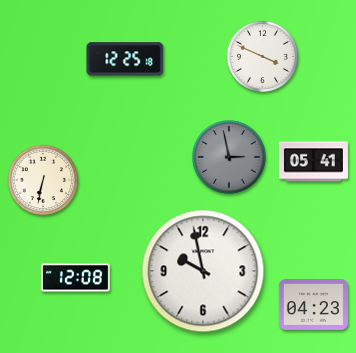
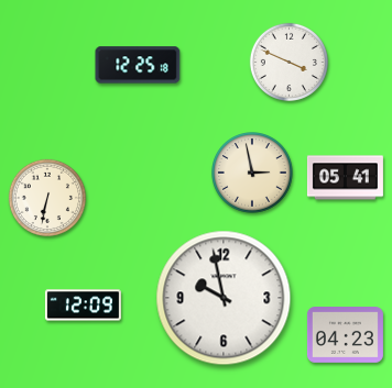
clock at (230, 158) dial: grey -> cream
clock at (75, 278): 12:08 -> 12:09
